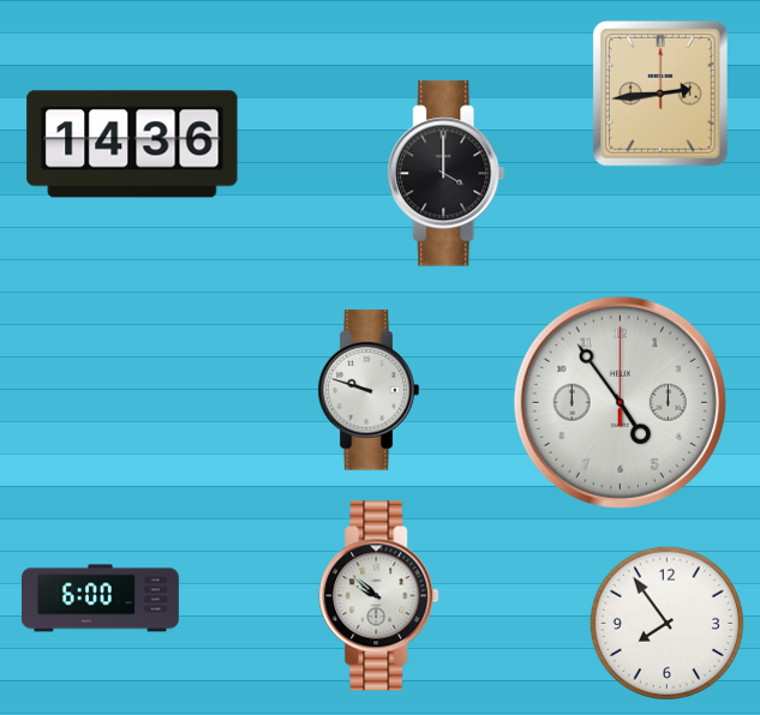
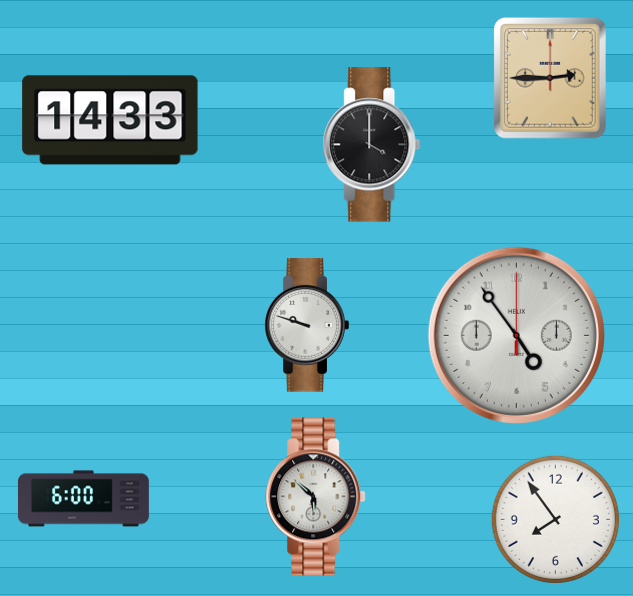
clock at (660, 94): 2:44 -> 2:45
clock at (132, 144): 14:36 -> 14:33
clock at (379, 596): 9:52 -> 5:52
